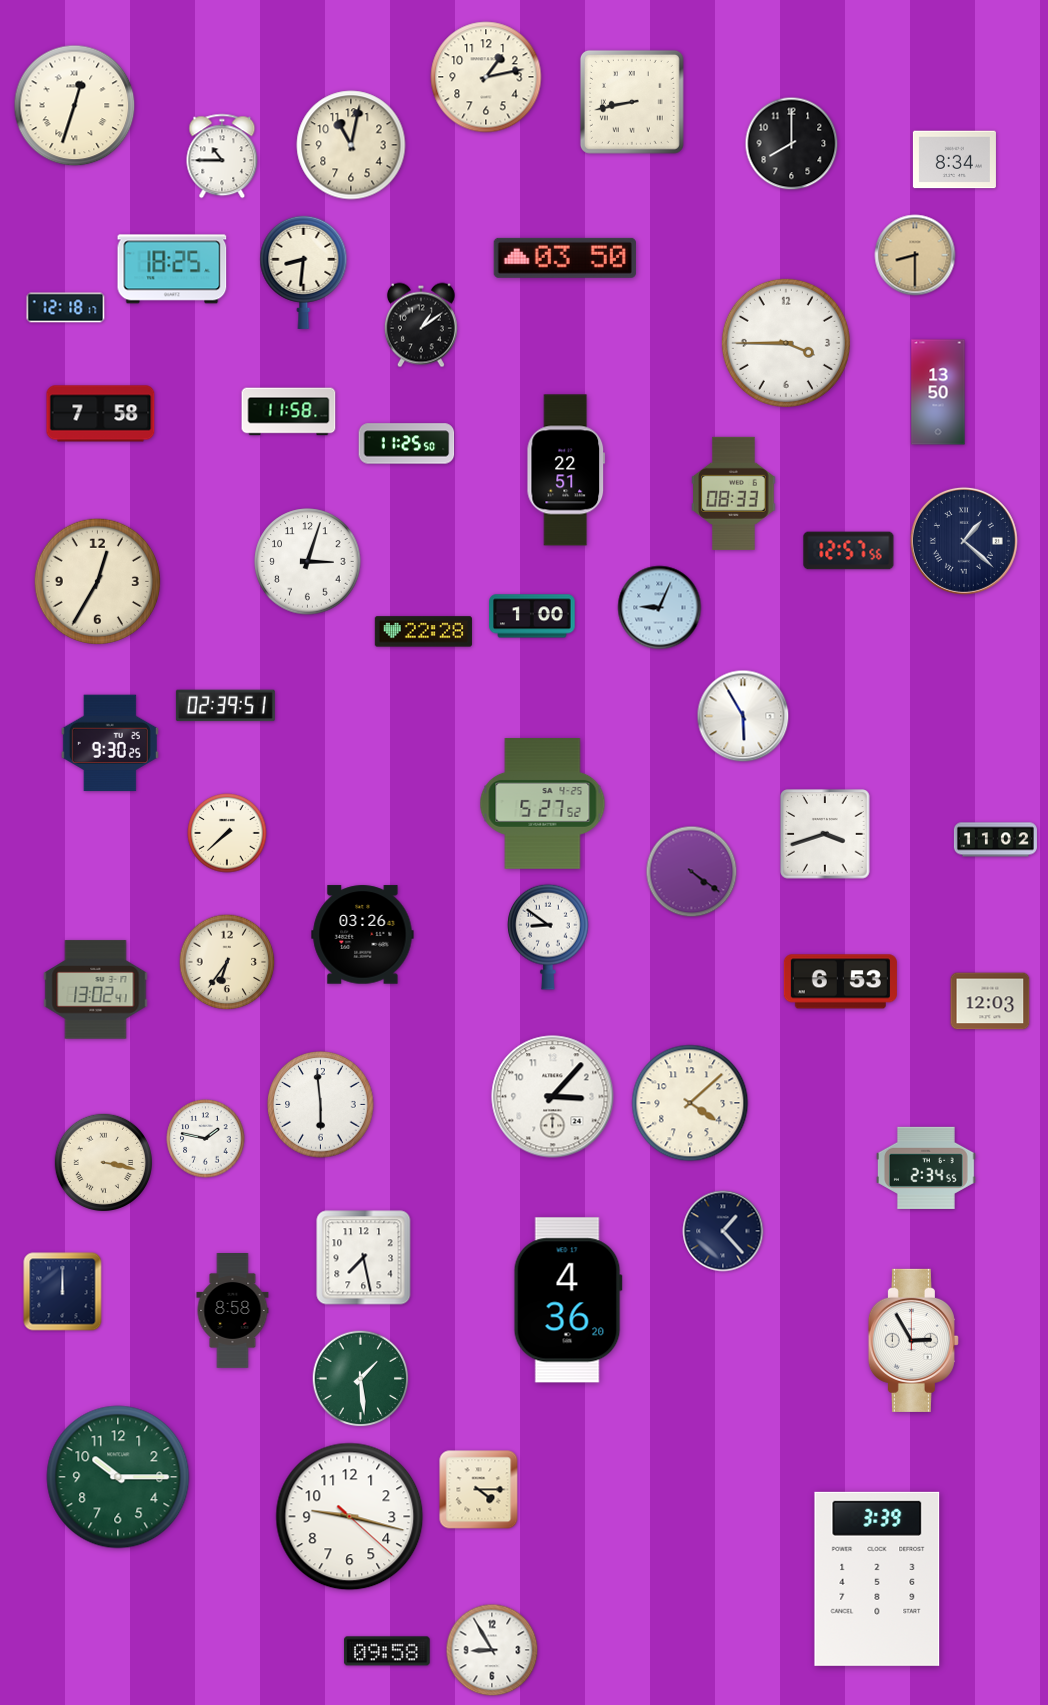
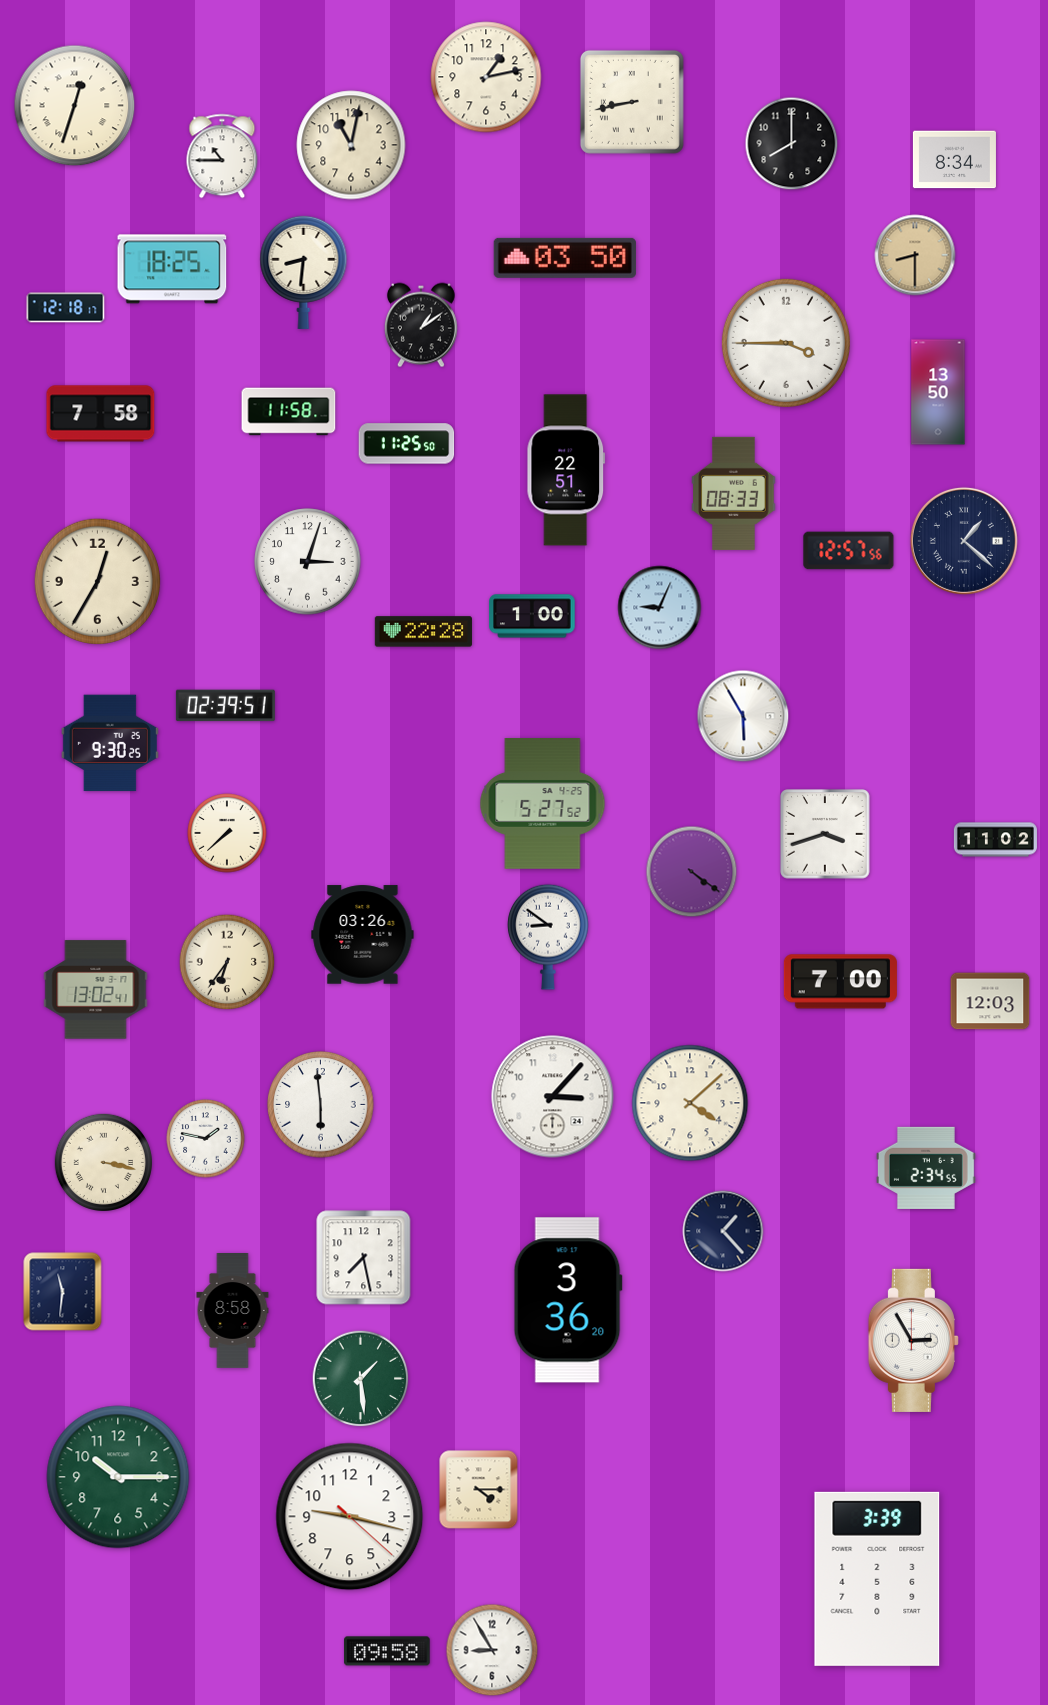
clock at (840, 982): 6:53 -> 7:00
clock at (63, 1292): 12:00 -> 11:31
clock at (568, 1300): 4:36 -> 3:36
